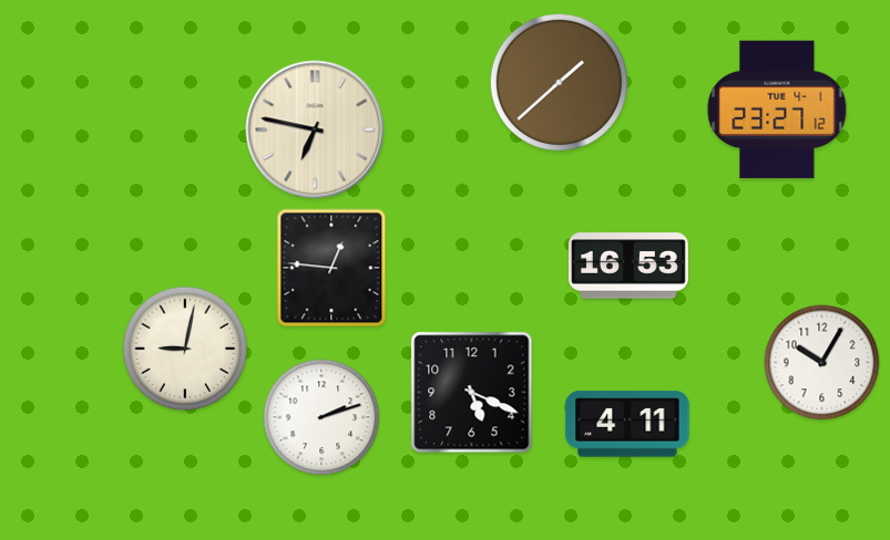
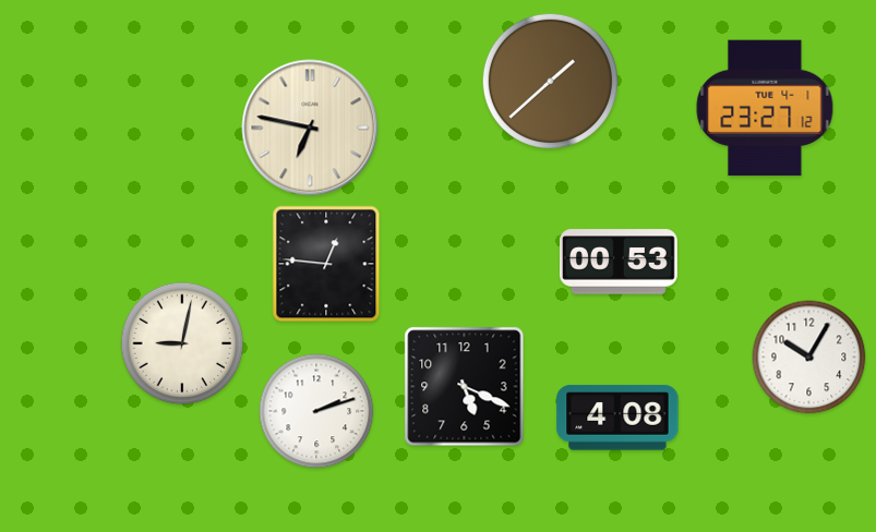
clock at (630, 266): 16:53 -> 00:53
clock at (627, 424): 4:11 -> 4:08
